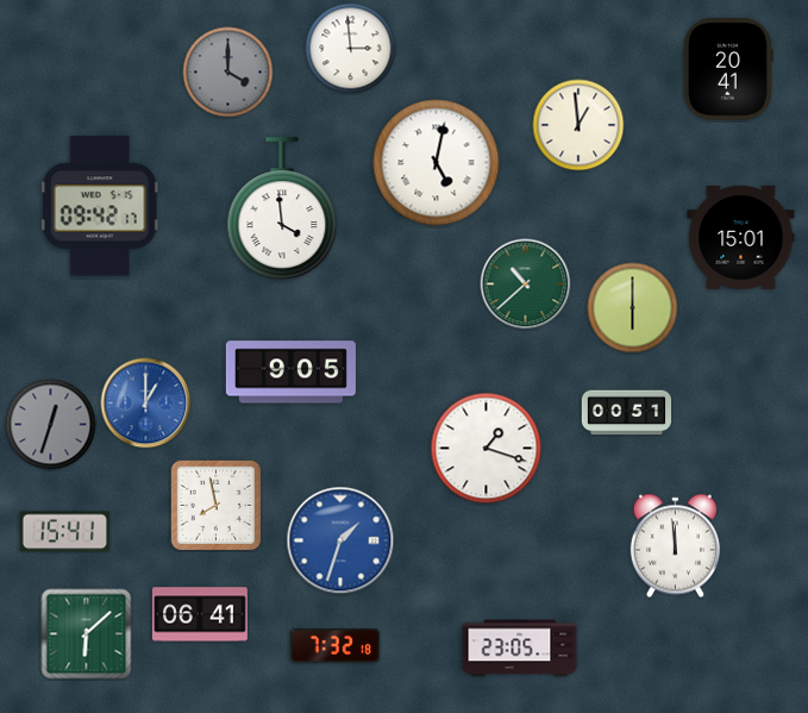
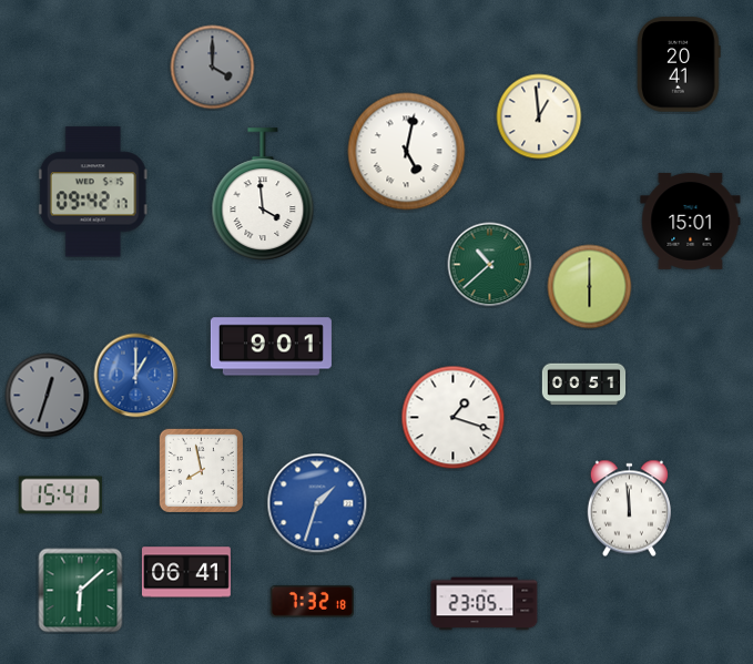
clock at (351, 49): 2:59 -> none
clock at (290, 373): 9:05 -> 9:01
